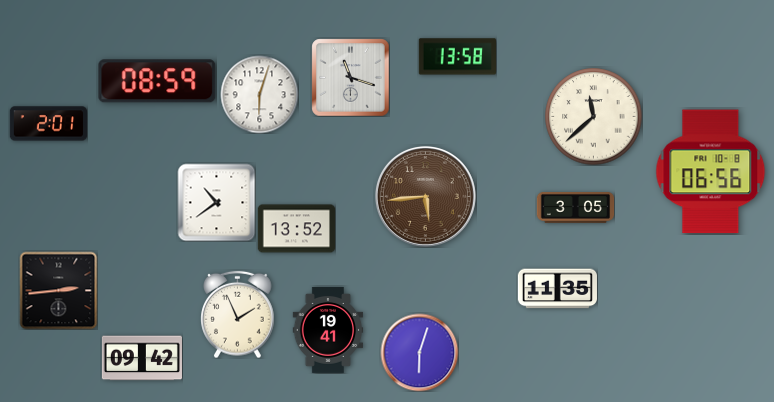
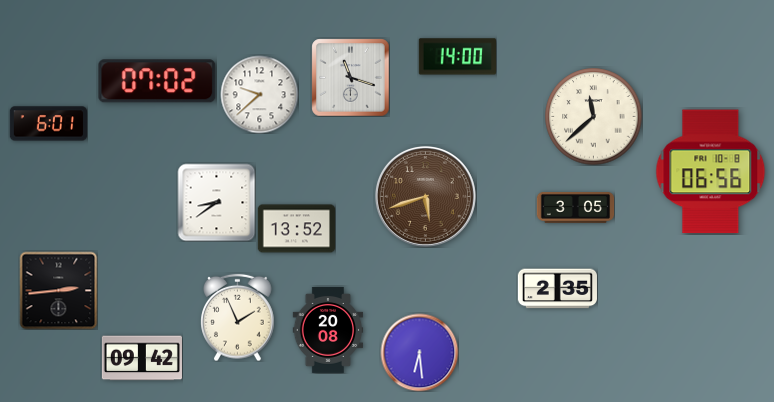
clock at (457, 57): 13:58 -> 14:00
clock at (157, 81): 08:59 -> 07:02
clock at (259, 94): 6:03 -> 9:38
clock at (48, 124): 2:01 -> 6:01
clock at (425, 196): 5:44 -> 5:42
clock at (216, 202): 10:39 -> 8:39
clock at (557, 289): 11:35 -> 2:35
clock at (238, 314) position: (238, 314) -> (238, 317)
clock at (328, 330): 19:41 -> 20:08
clock at (419, 352): 6:03 -> 6:29
